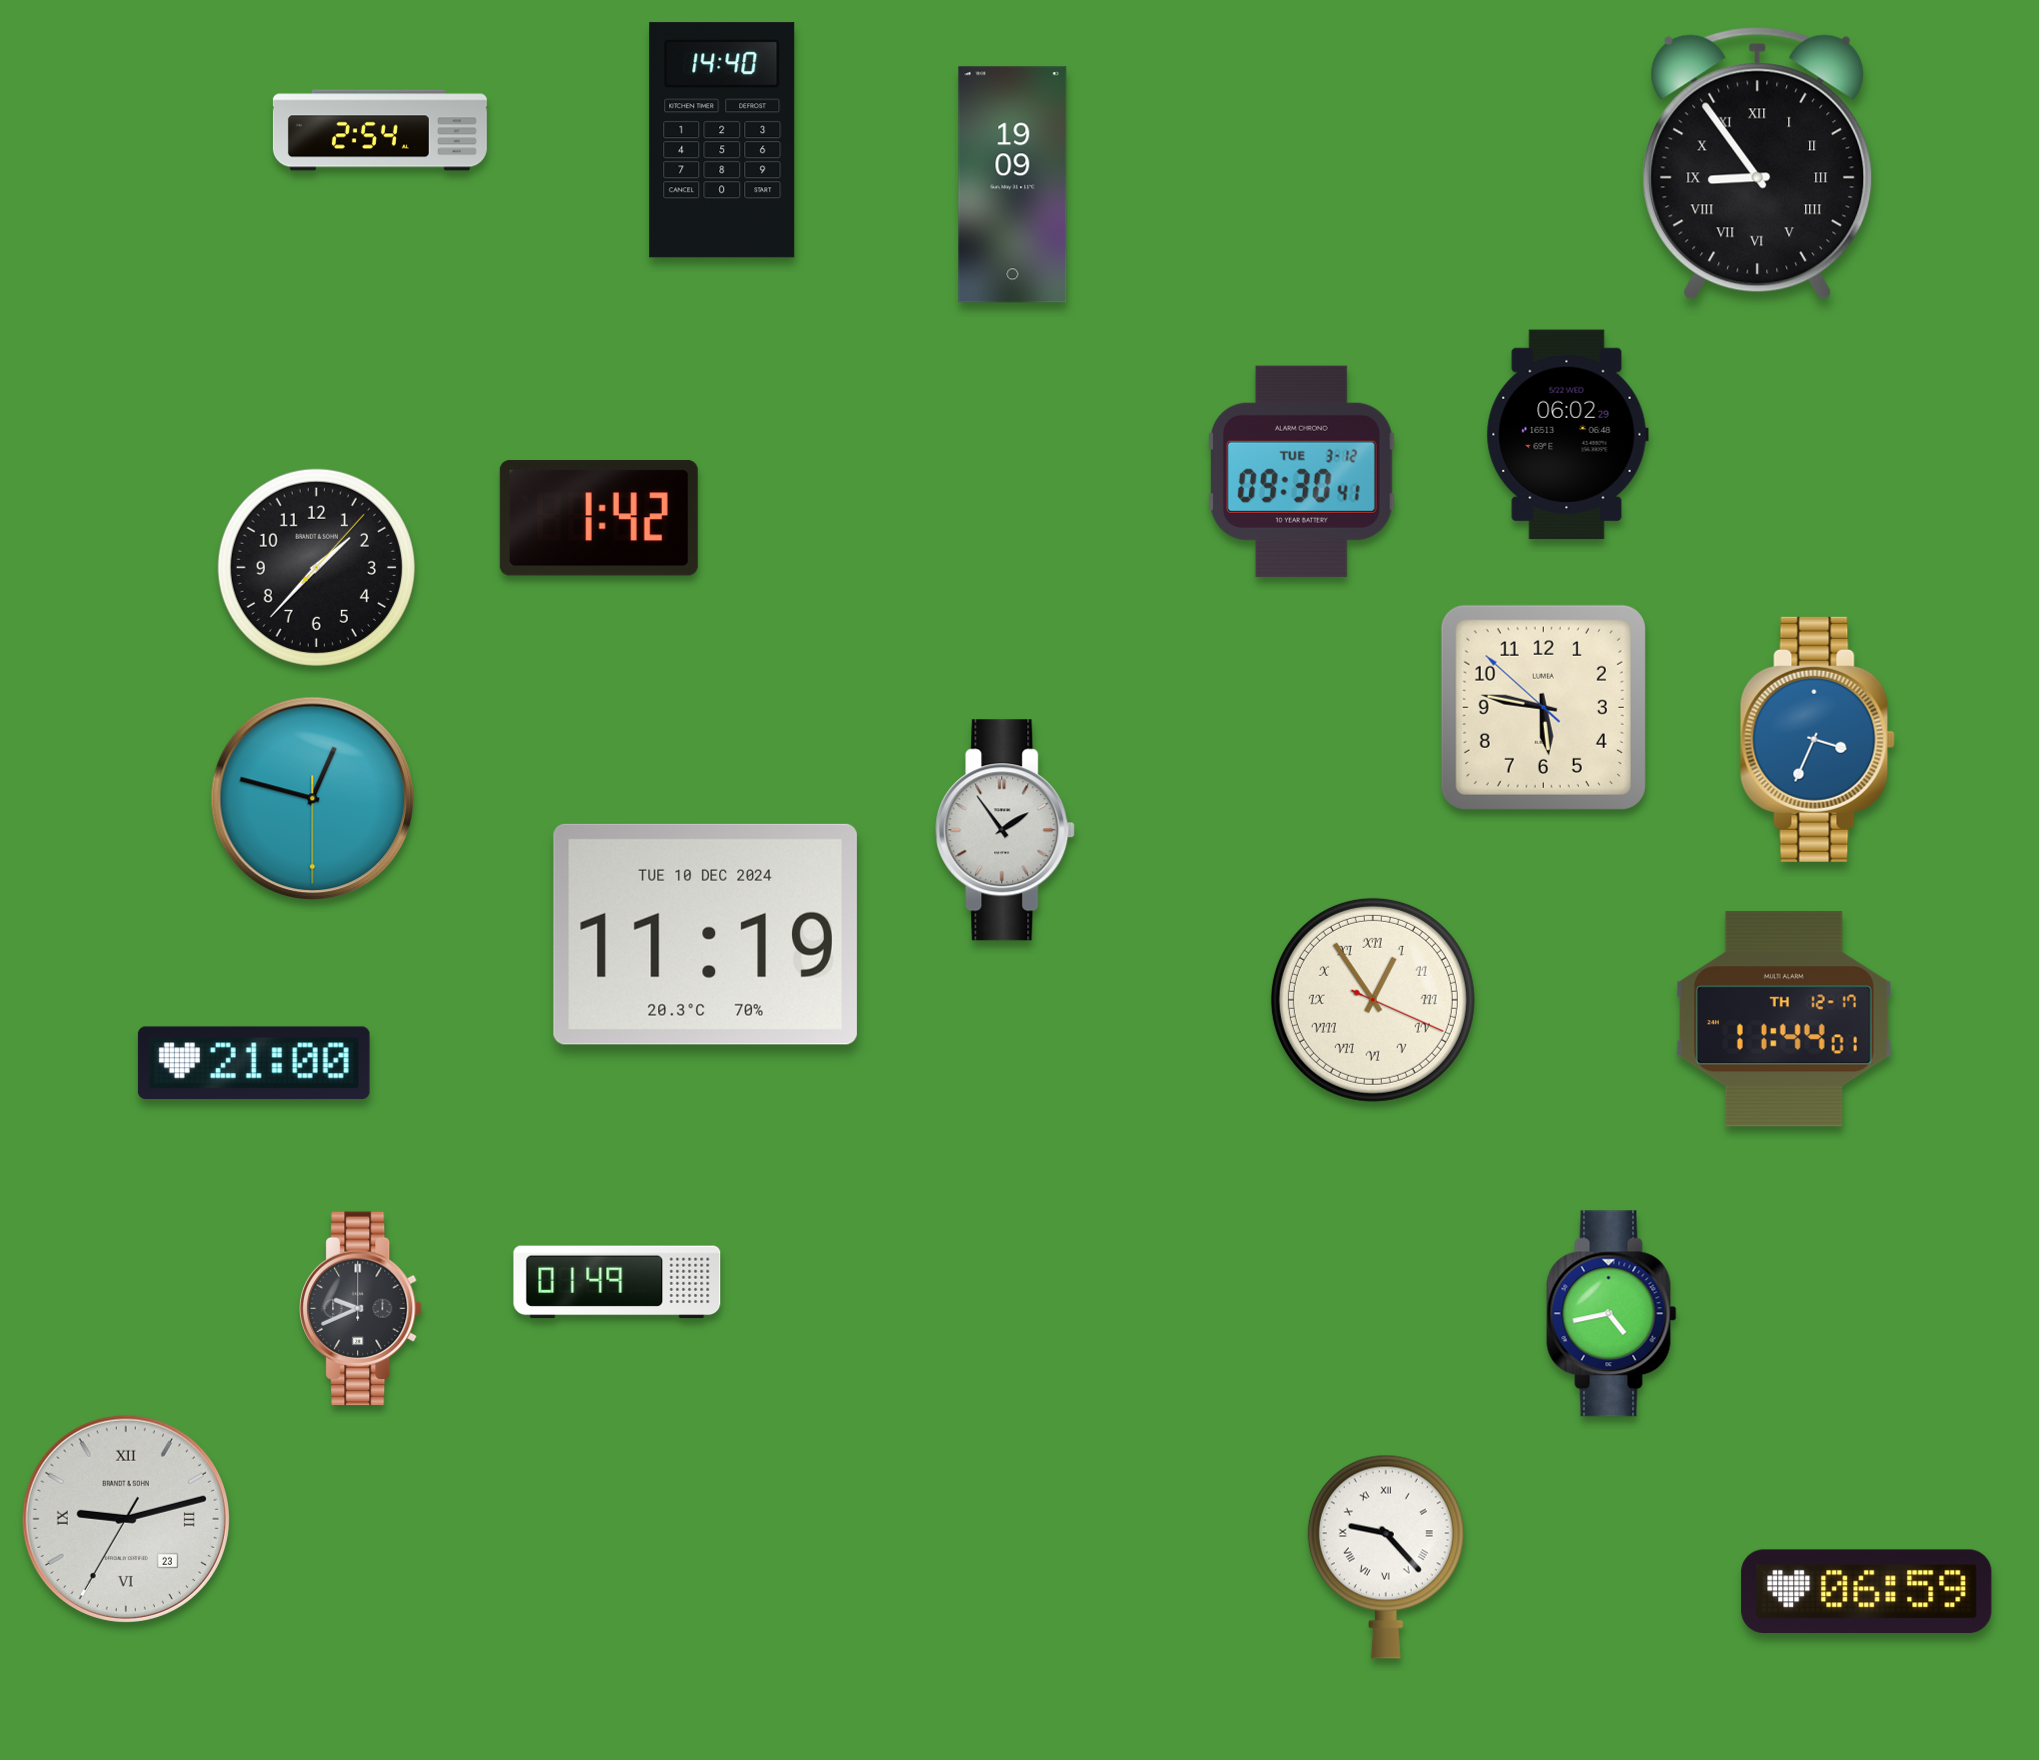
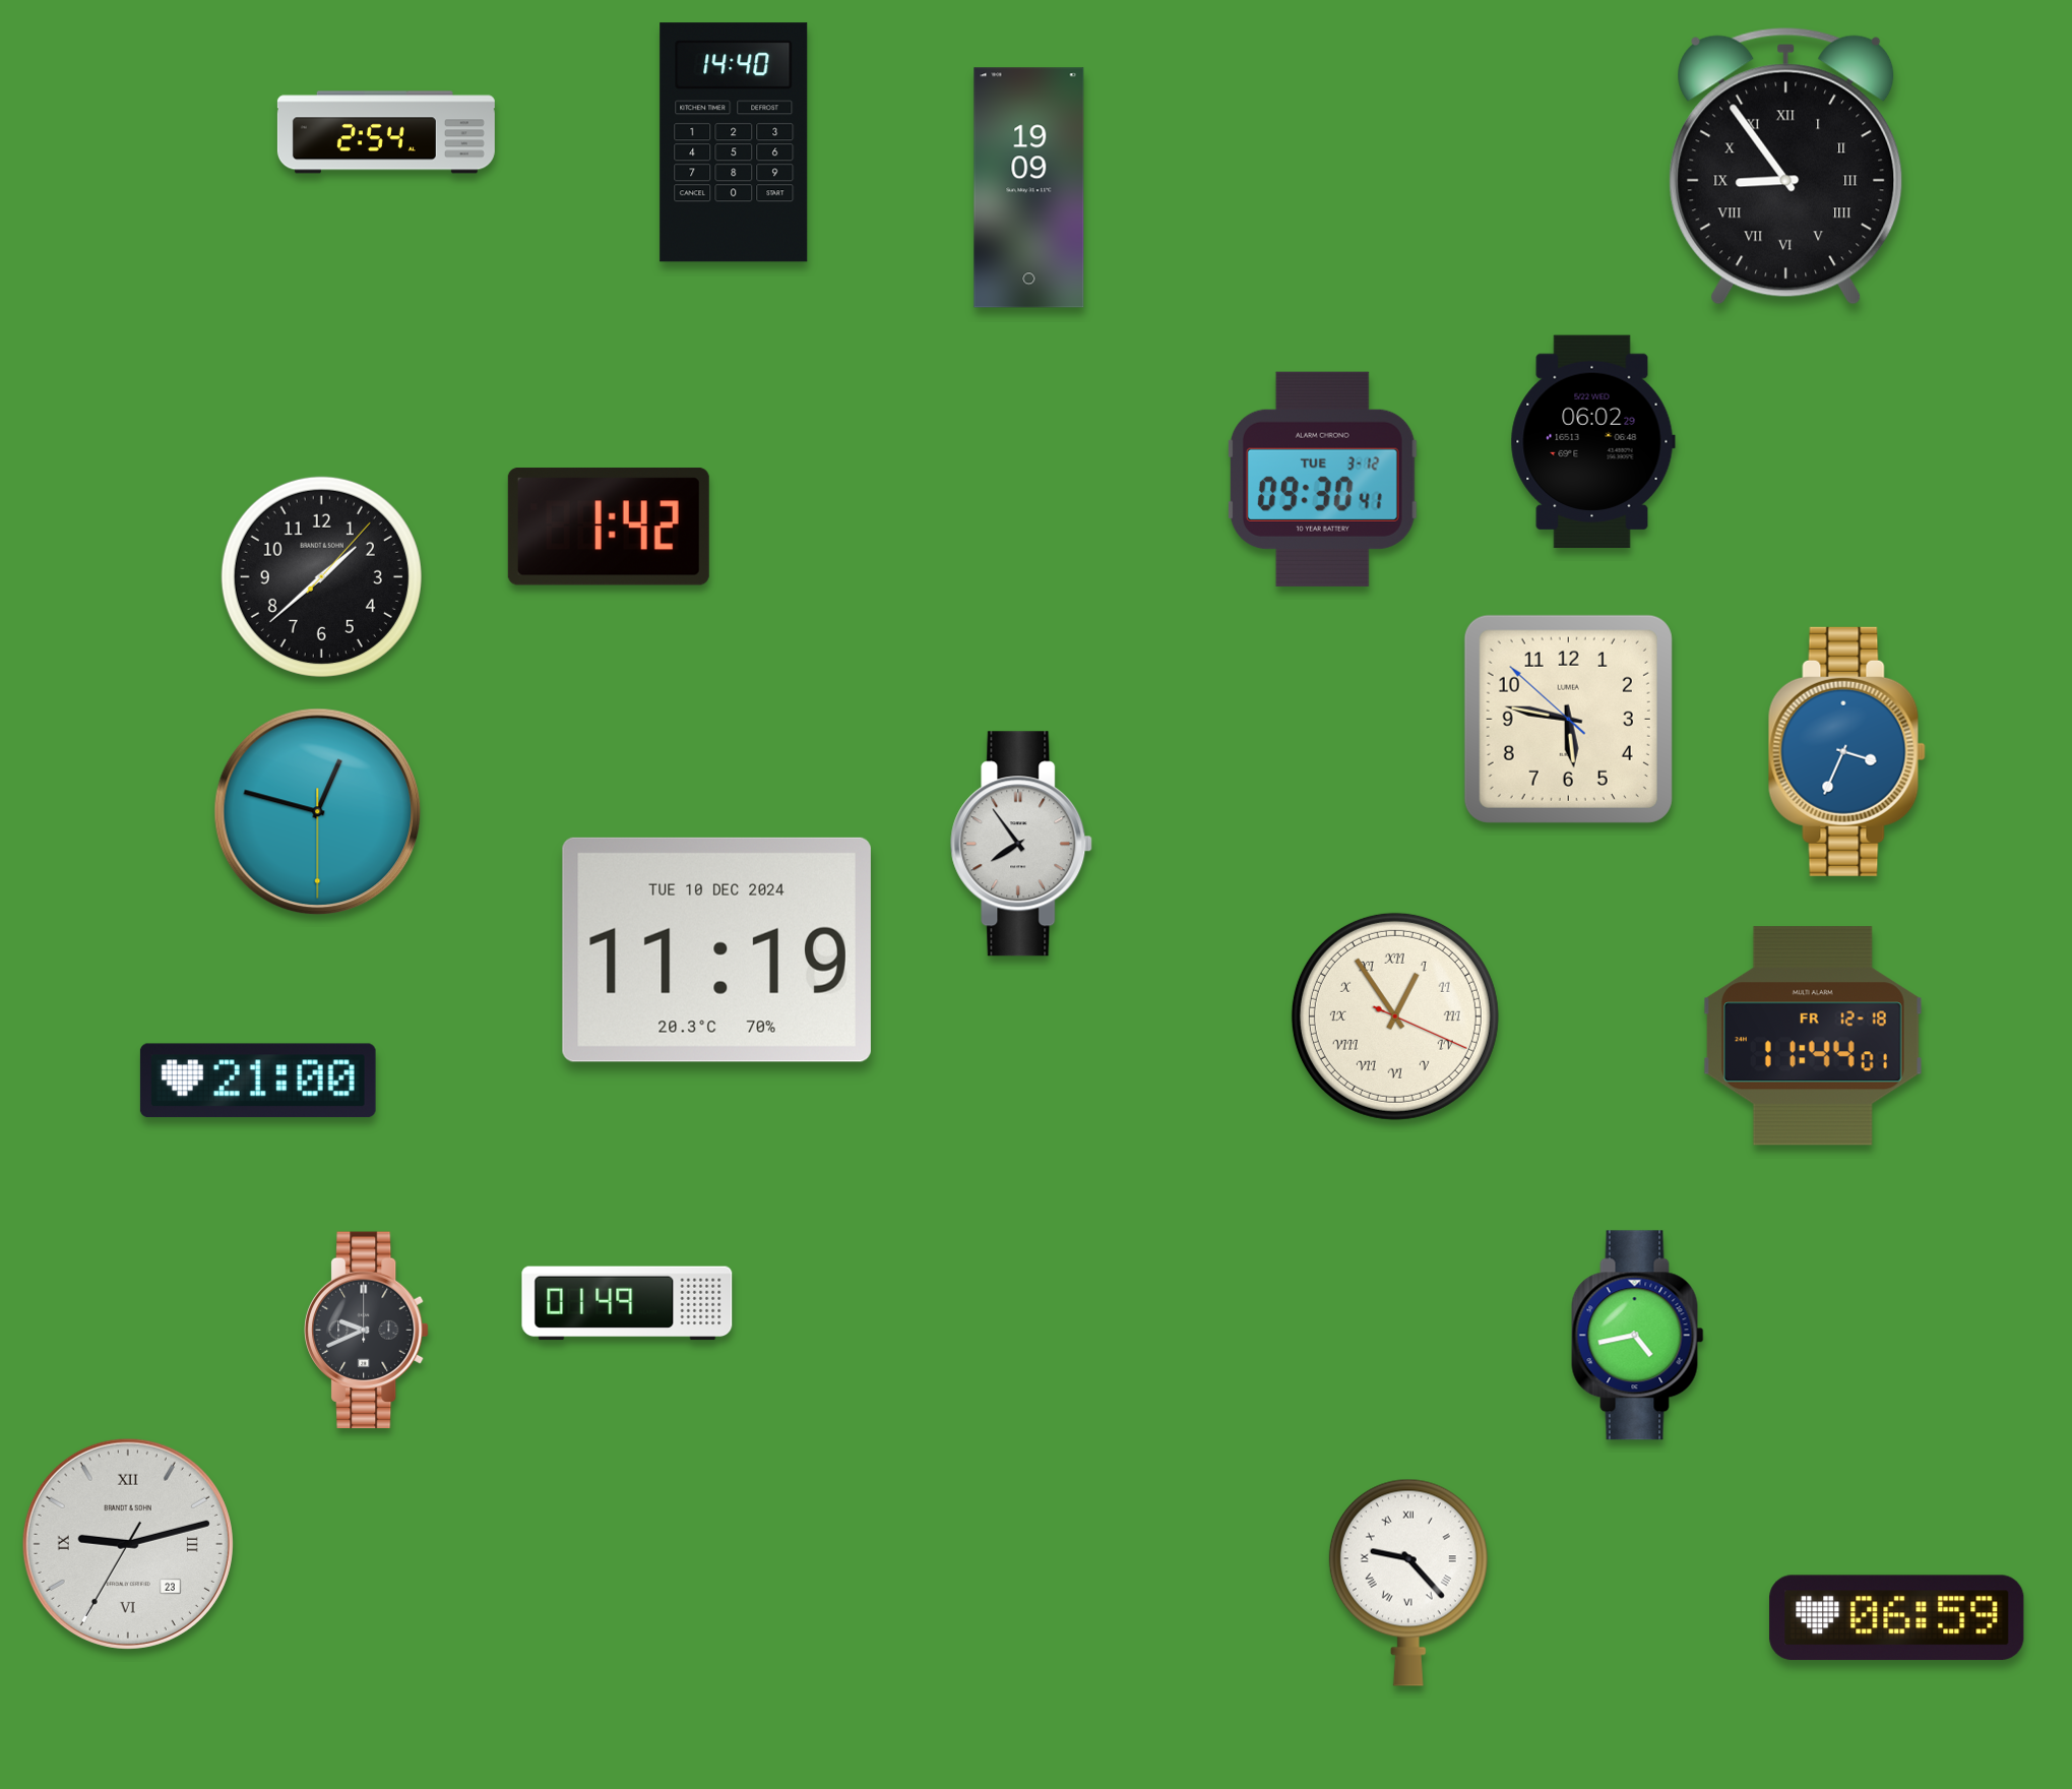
clock at (316, 567): 1:37 -> 1:38
clock at (1006, 830): 1:54 -> 7:54
clock at (1784, 1019) date: TH 12-17 -> FR 12-18
